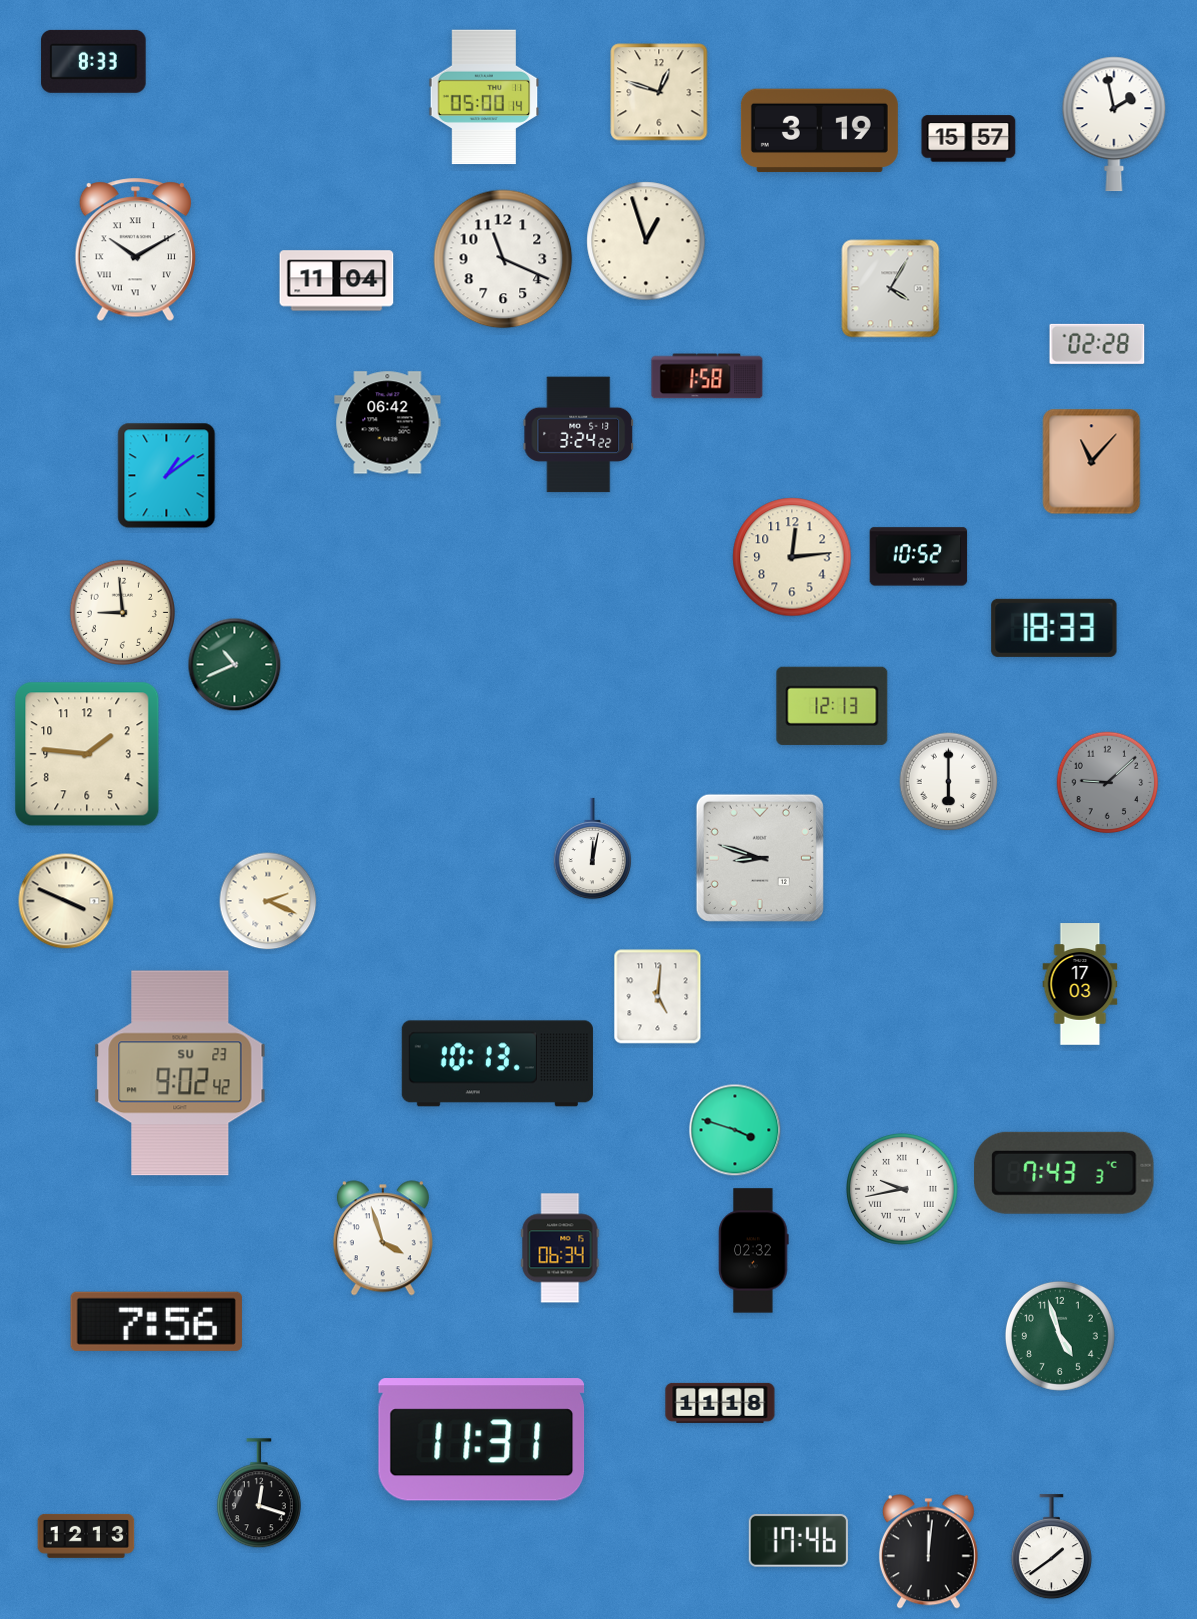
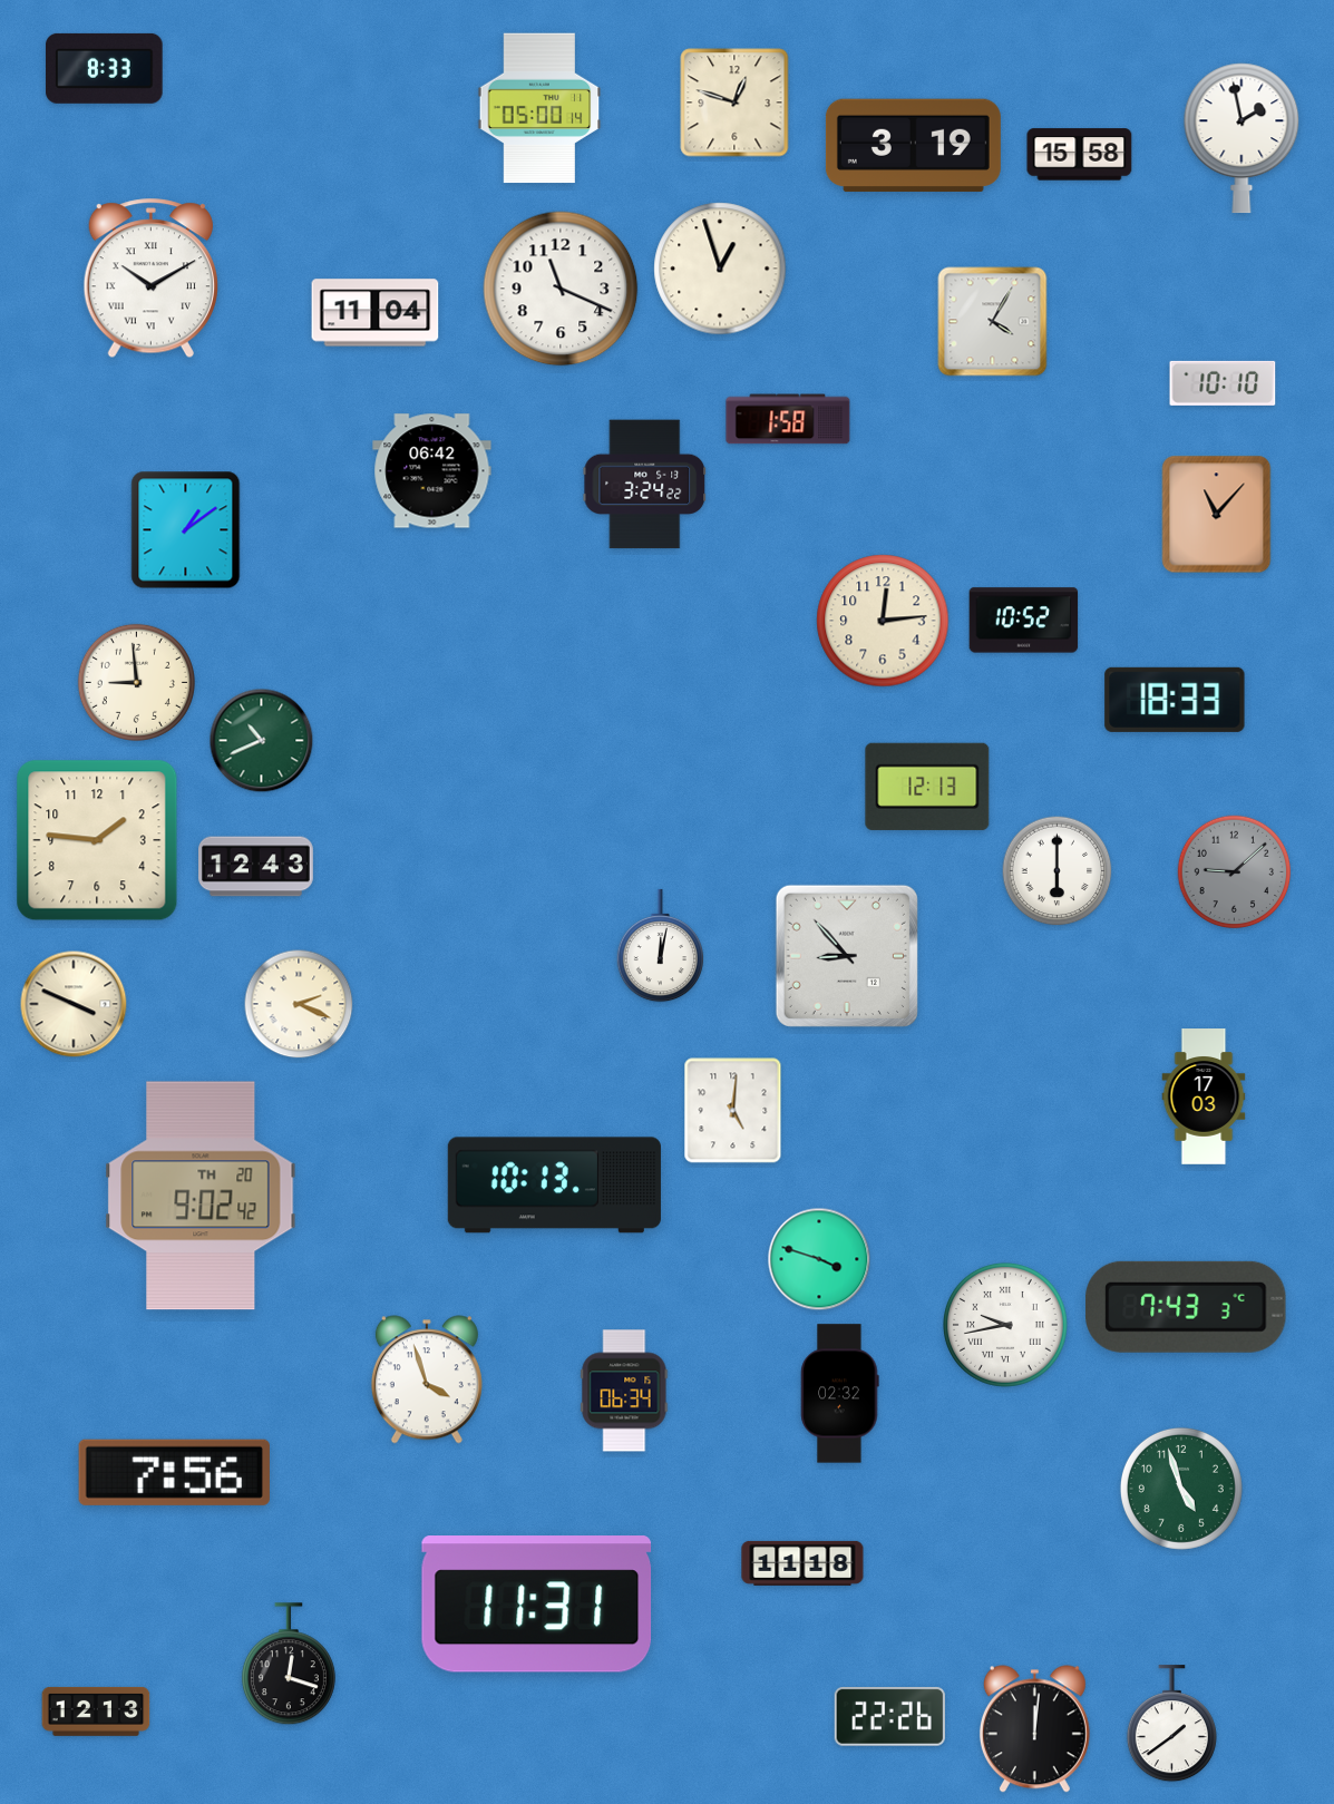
clock at (969, 139): 15:57 -> 15:58
clock at (1097, 344): 02:28 -> 10:10
clock at (256, 867): none -> 12:43
clock at (760, 858): 8:48 -> 8:53
clock at (180, 1073) date: SU 23 -> TH 20
clock at (798, 1540): 17:46 -> 22:26
